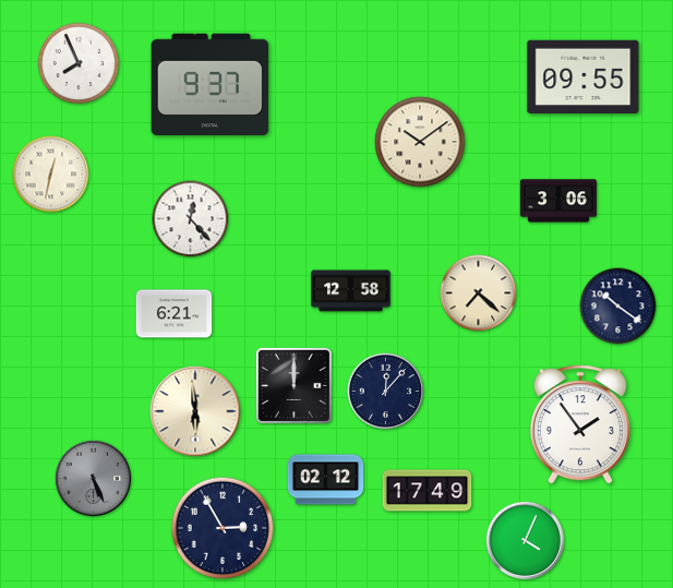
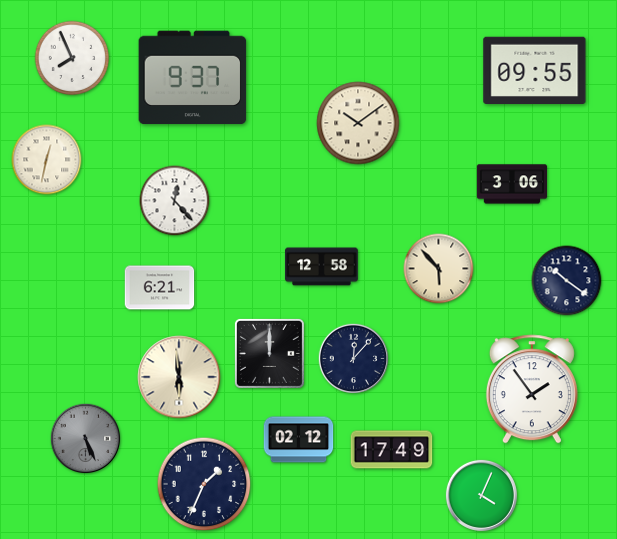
clock at (420, 142) position: (420, 142) -> (358, 123)
clock at (479, 293): 7:22 -> 5:53
clock at (223, 528): 2:55 -> 1:34
